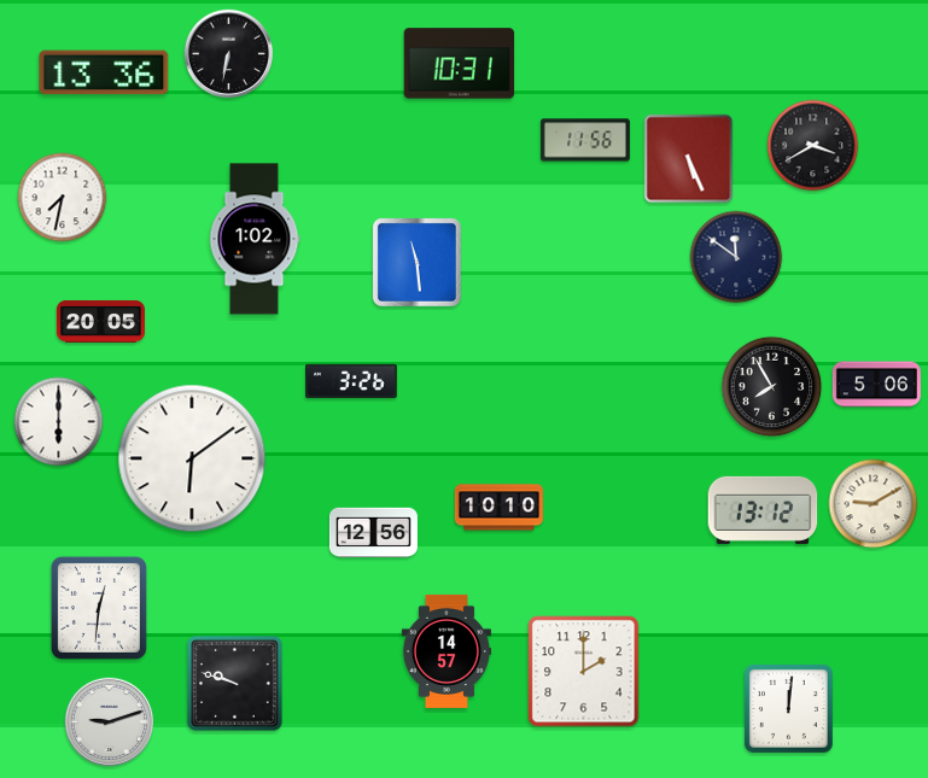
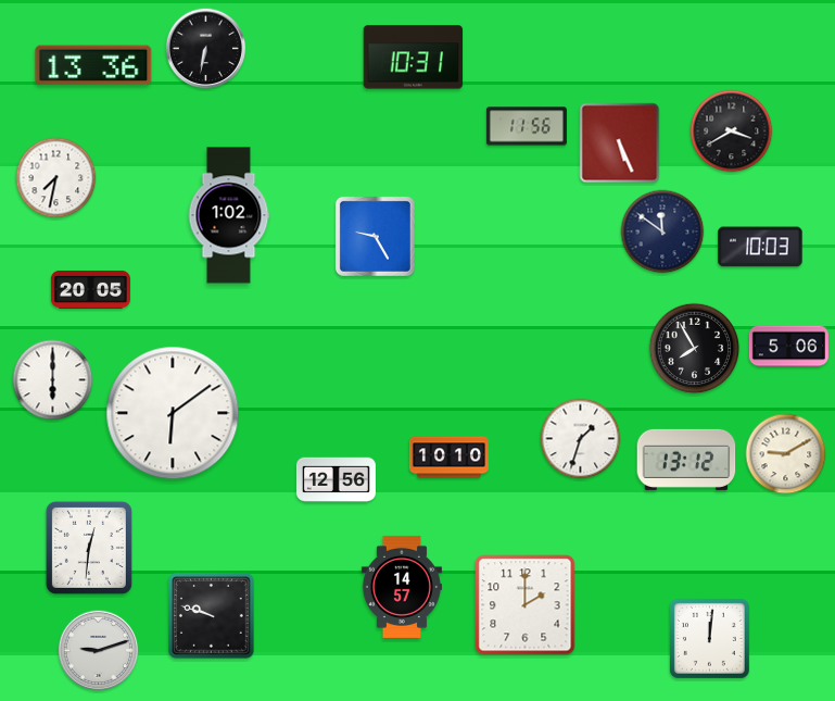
clock at (416, 262): 11:29 -> 9:25
clock at (760, 247): none -> 10:03
clock at (352, 381): 3:26 -> none
clock at (581, 439): none -> 1:33
